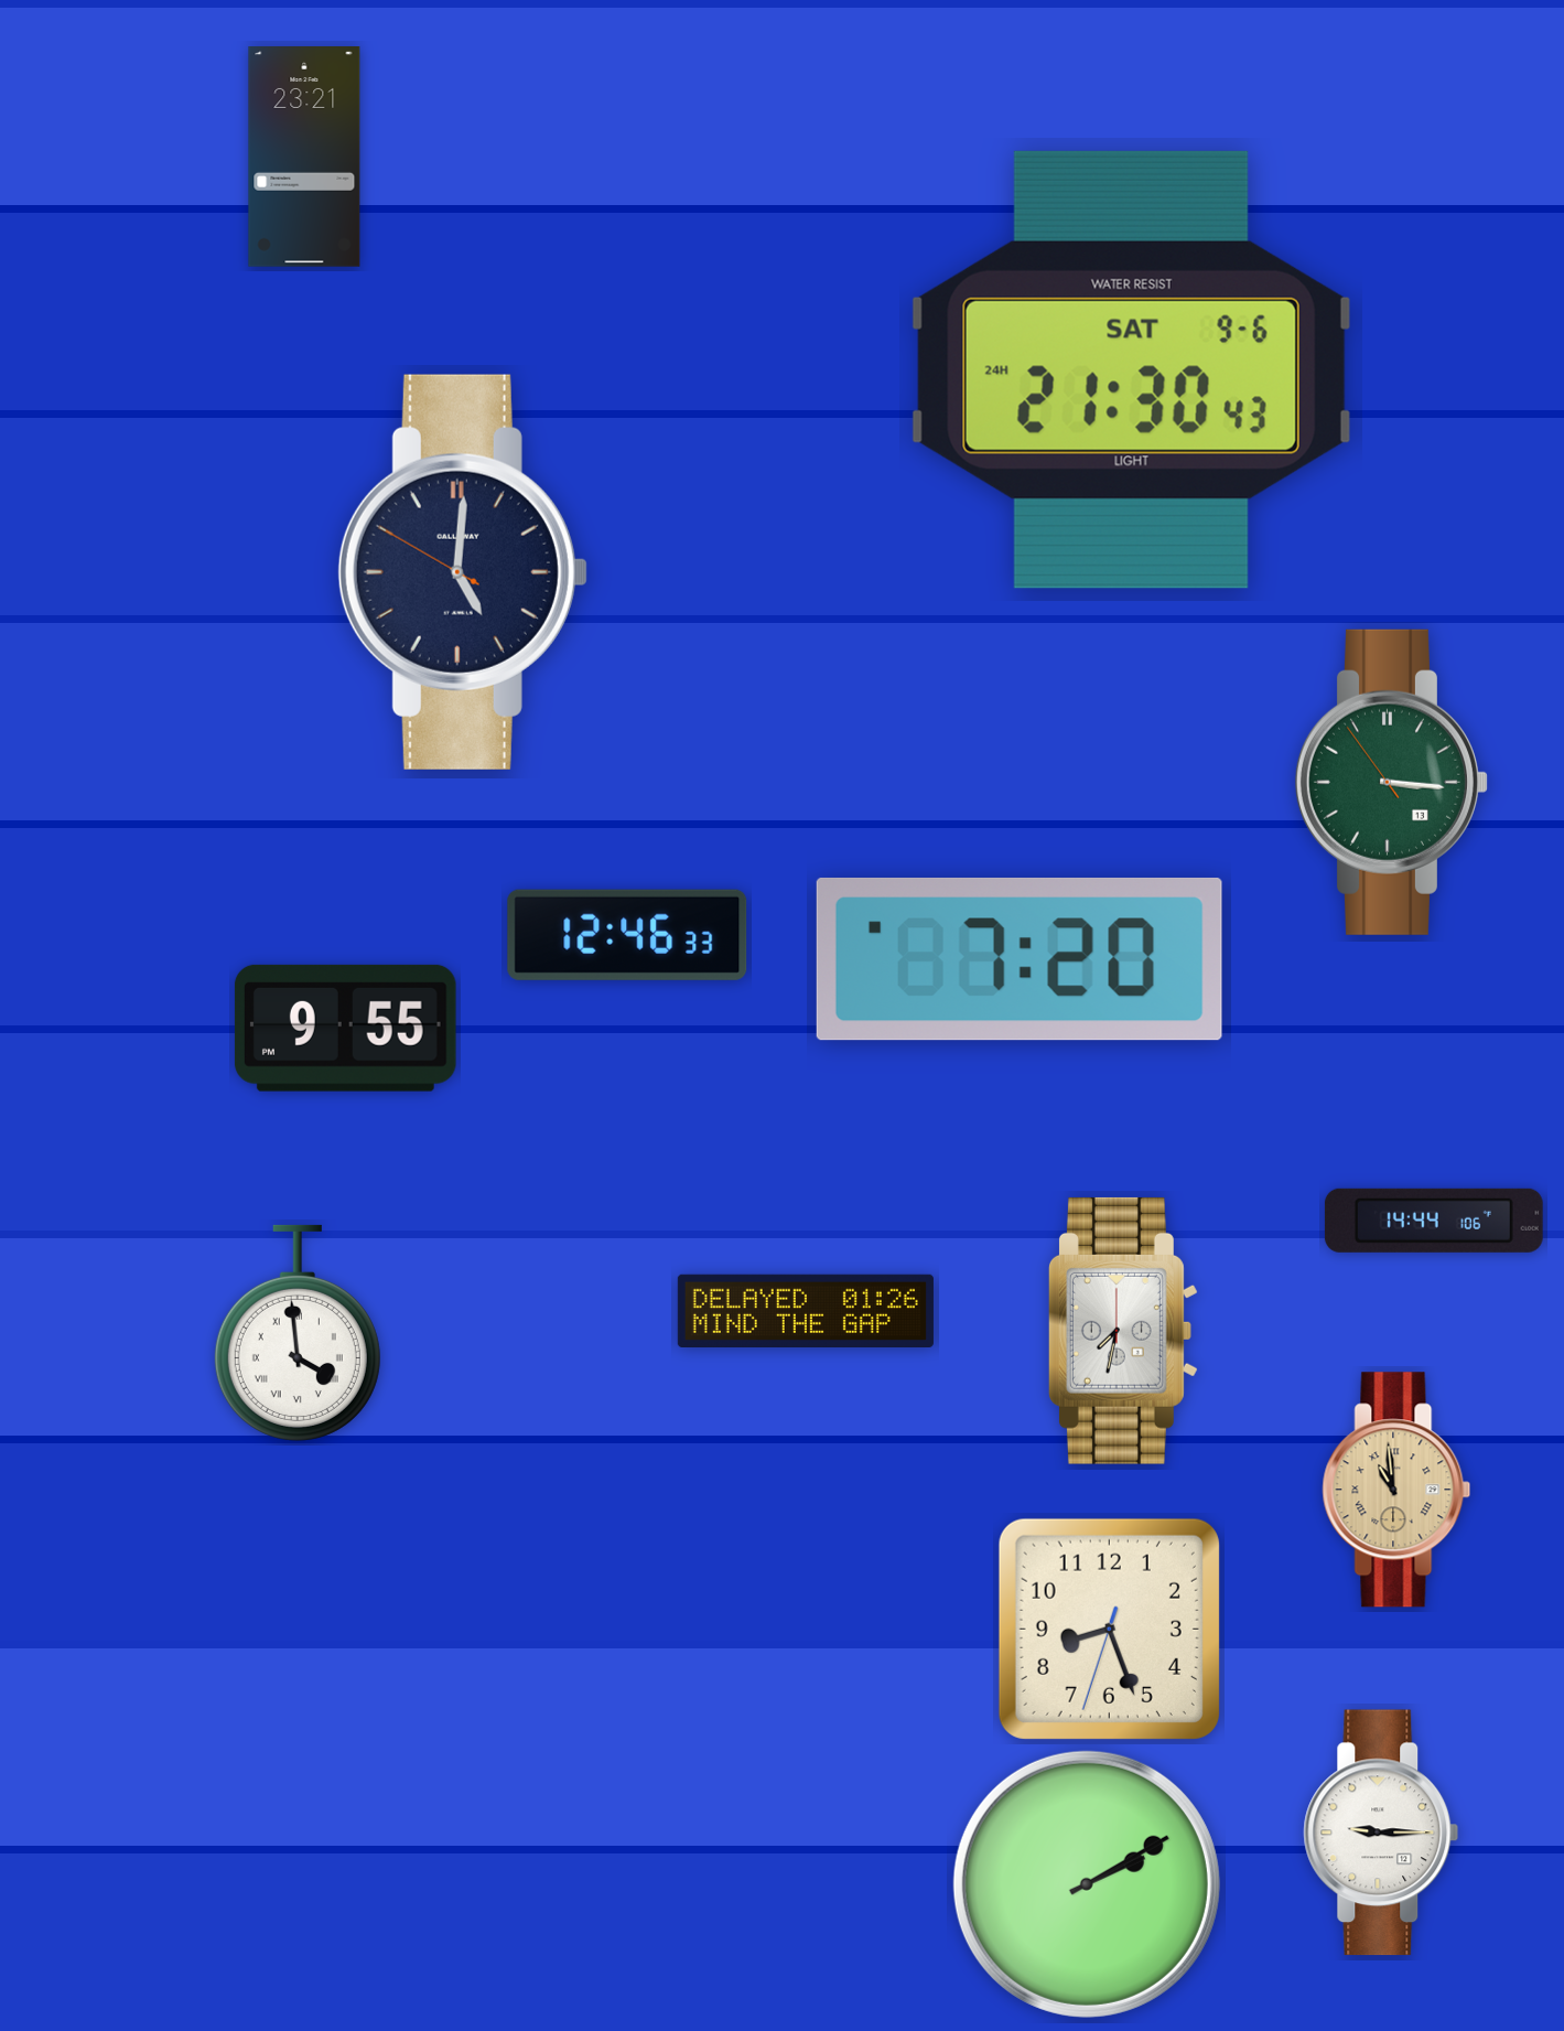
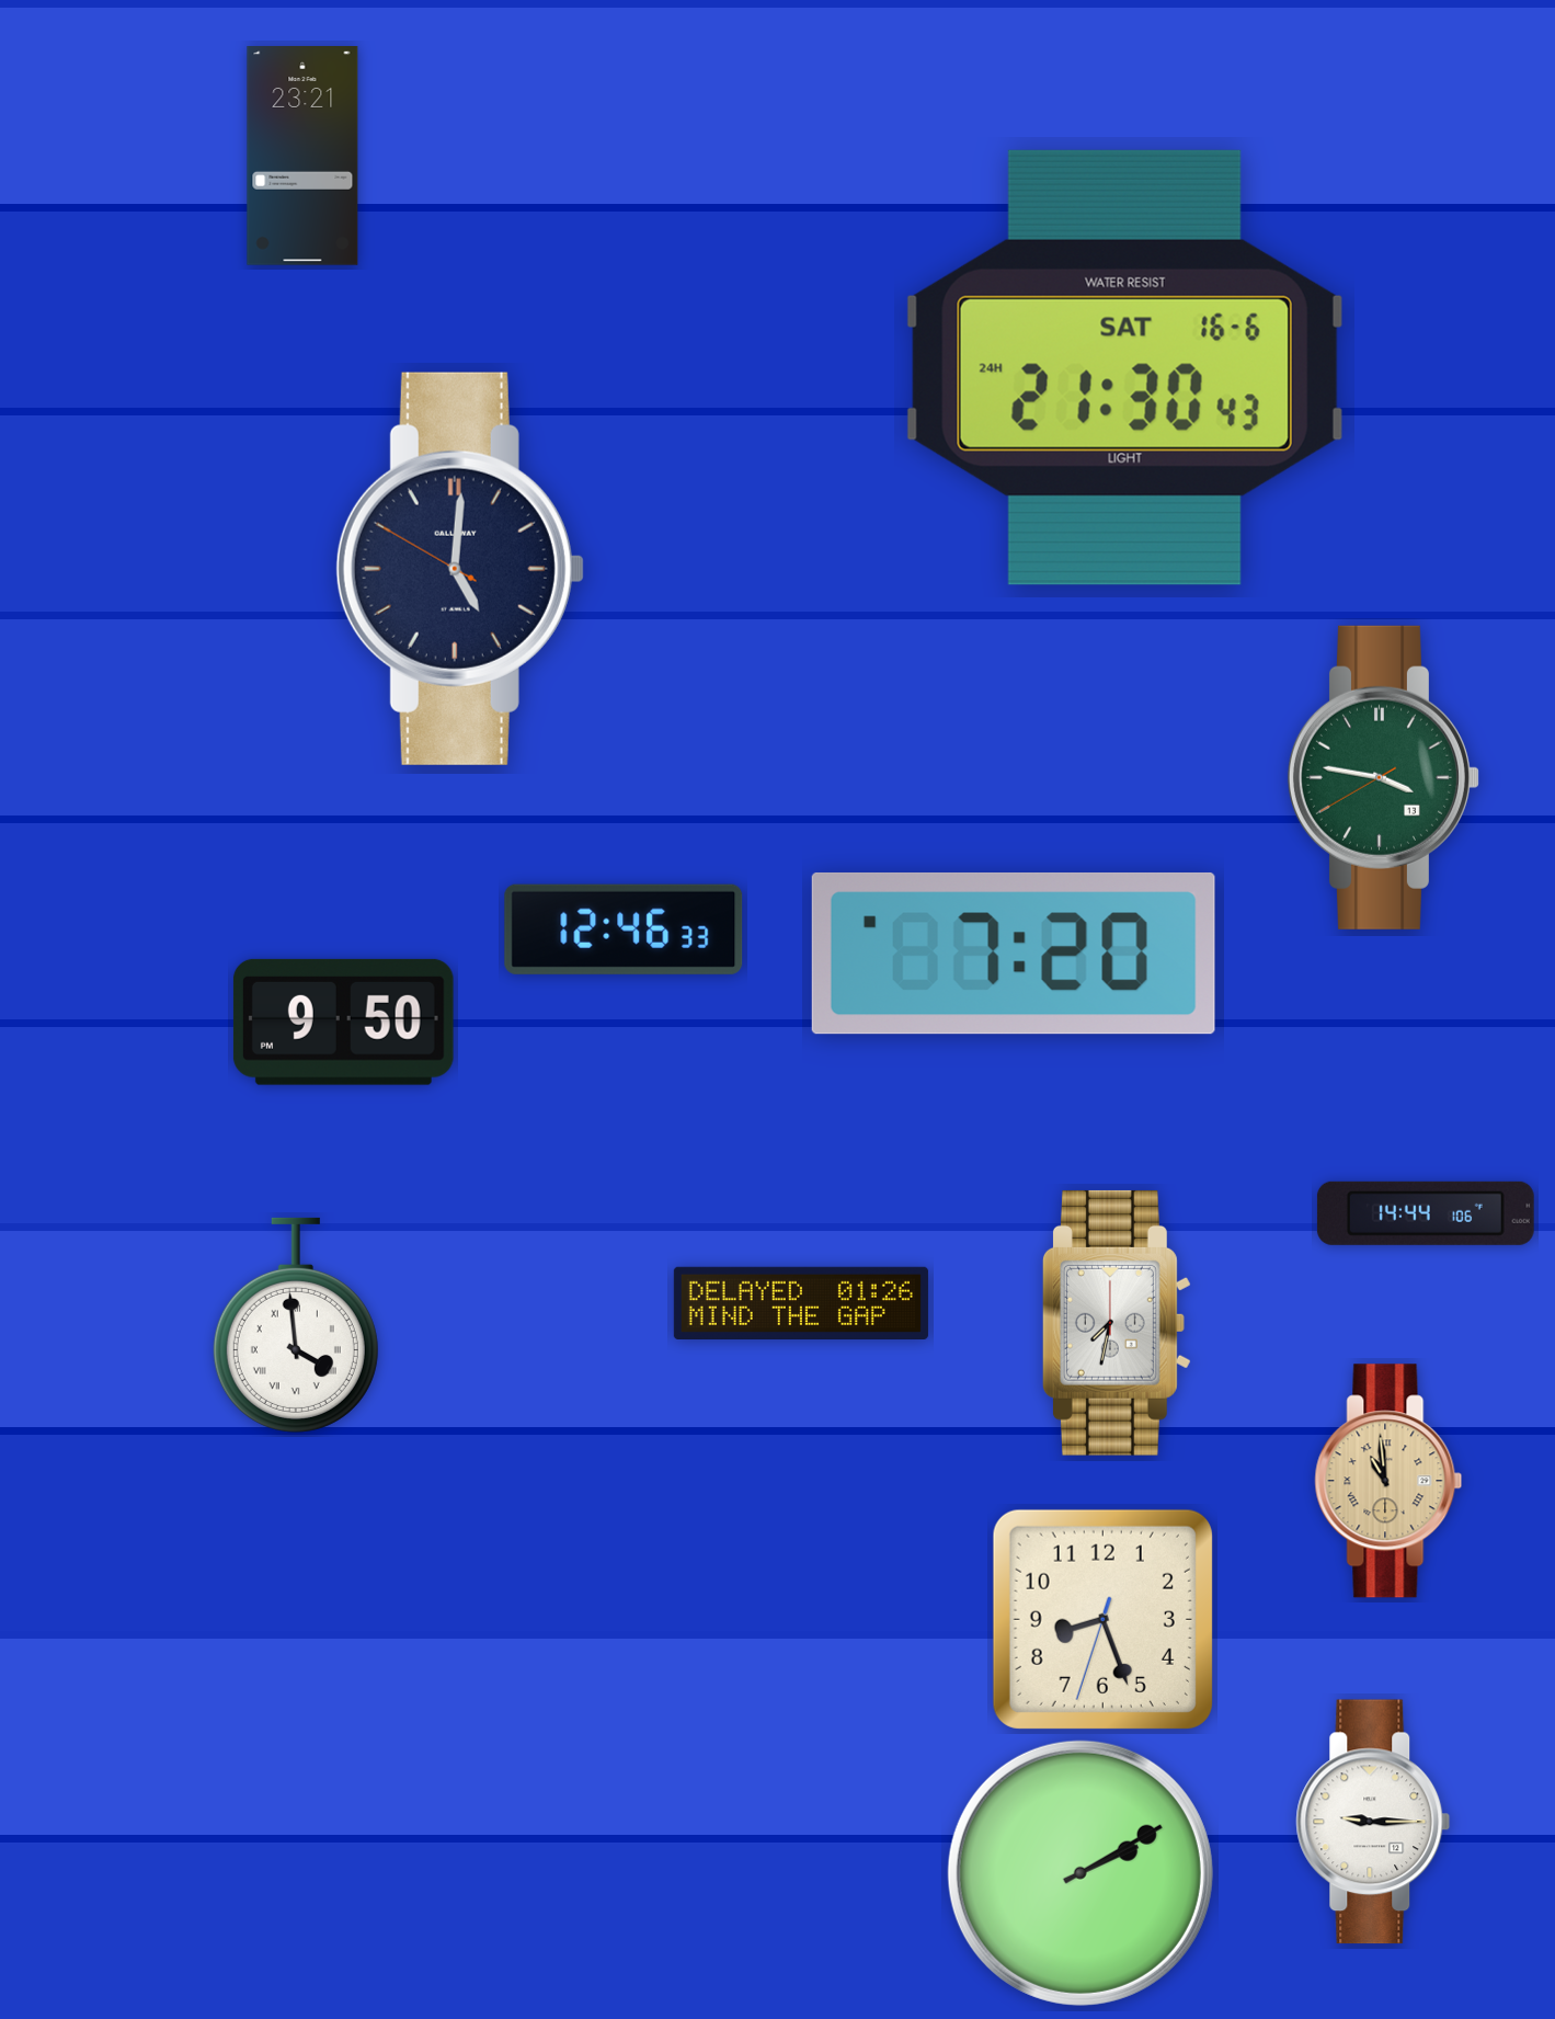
clock at (1131, 369) date: SAT 9-6 -> SAT 16-6
clock at (1391, 782): 3:15 -> 3:46
clock at (345, 1028): 9:55 -> 9:50
